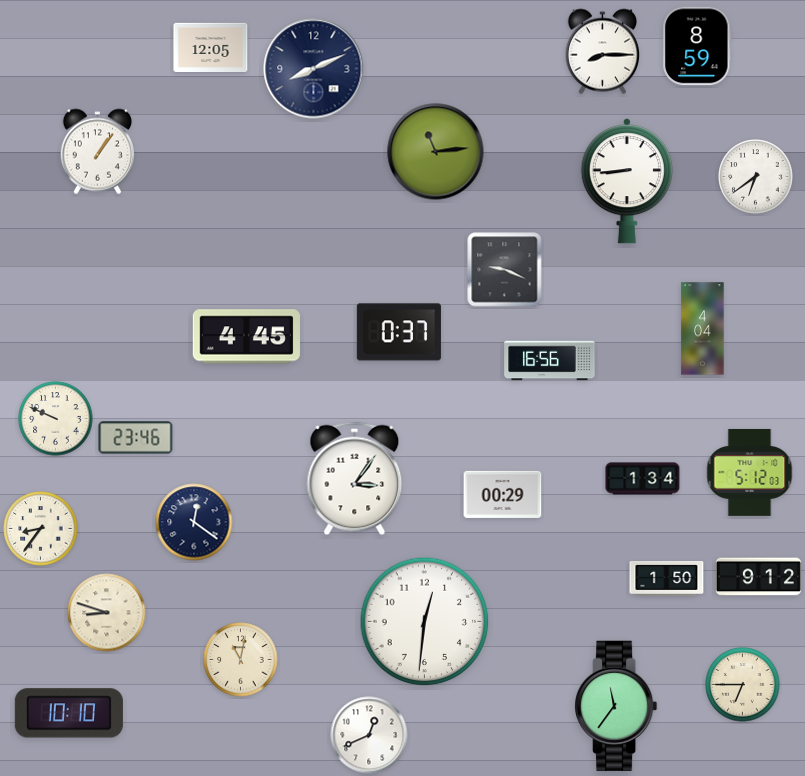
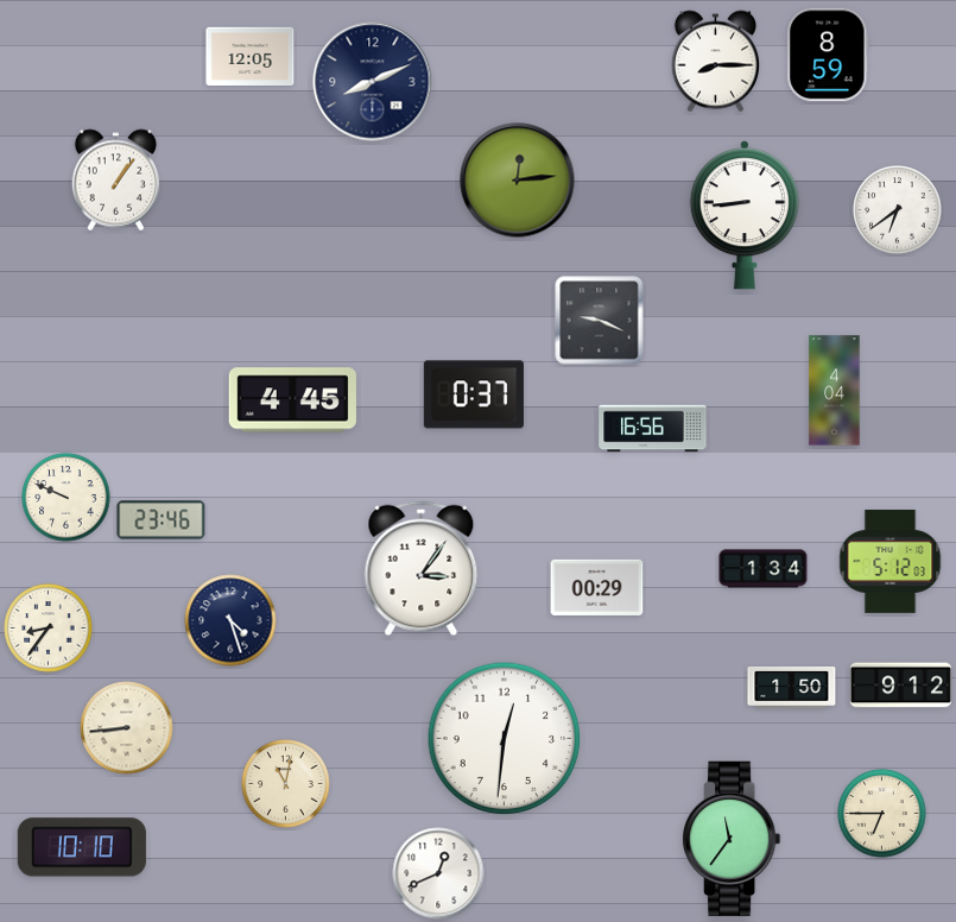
clock at (436, 152): 11:14 -> 12:14
clock at (194, 522): 12:21 -> 4:27
clock at (107, 613): 8:48 -> 8:44
